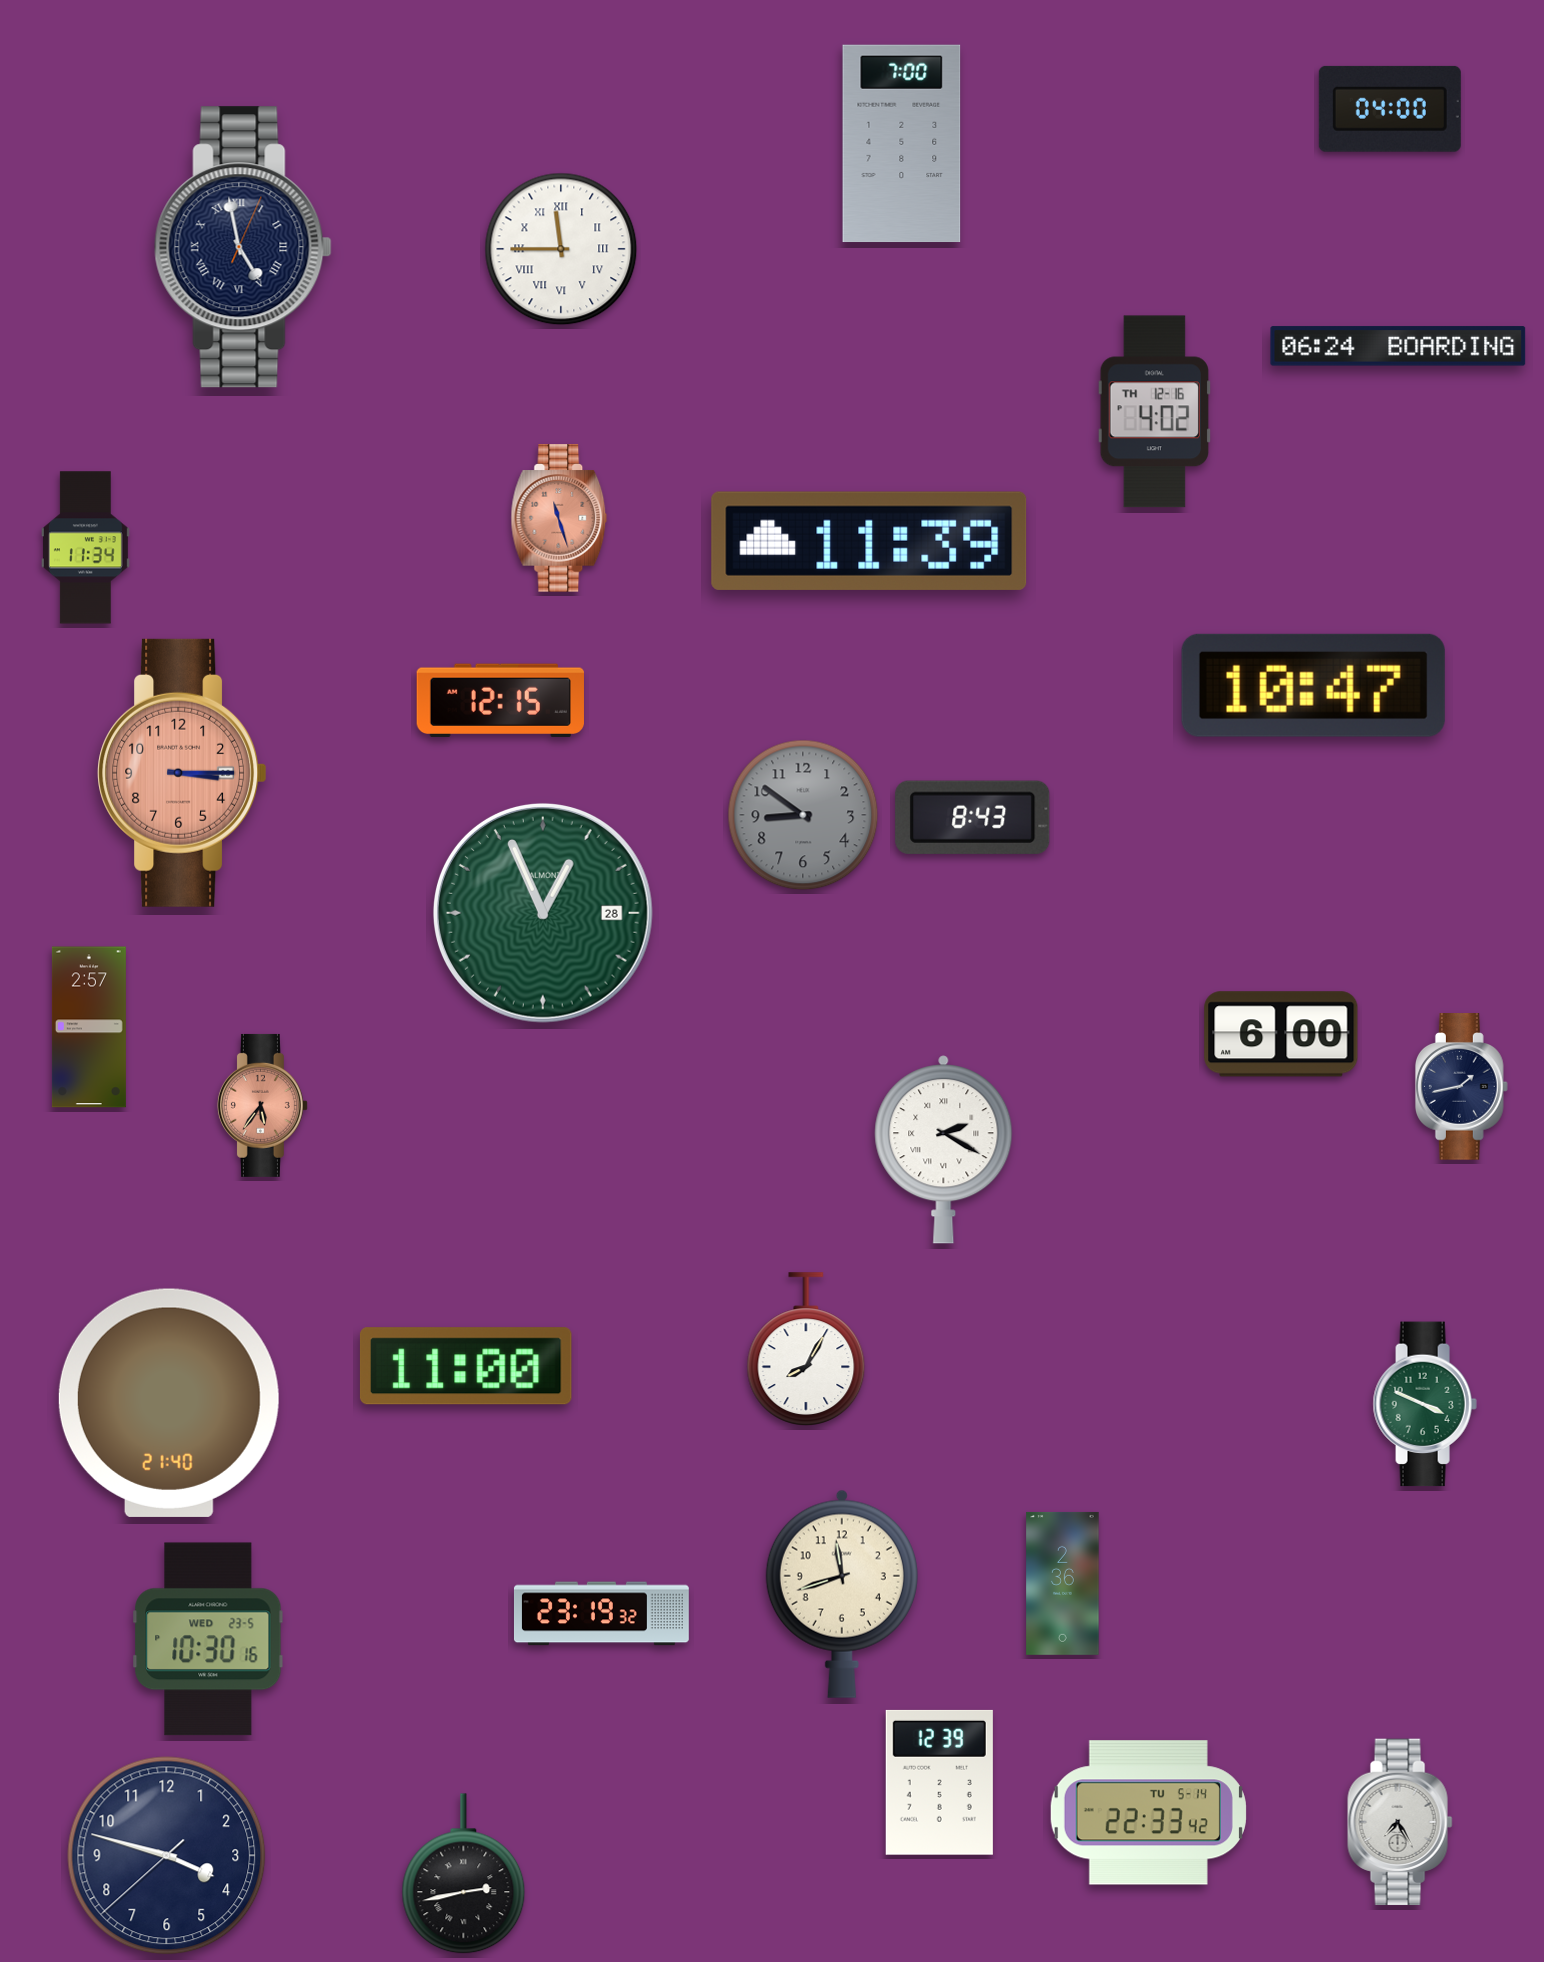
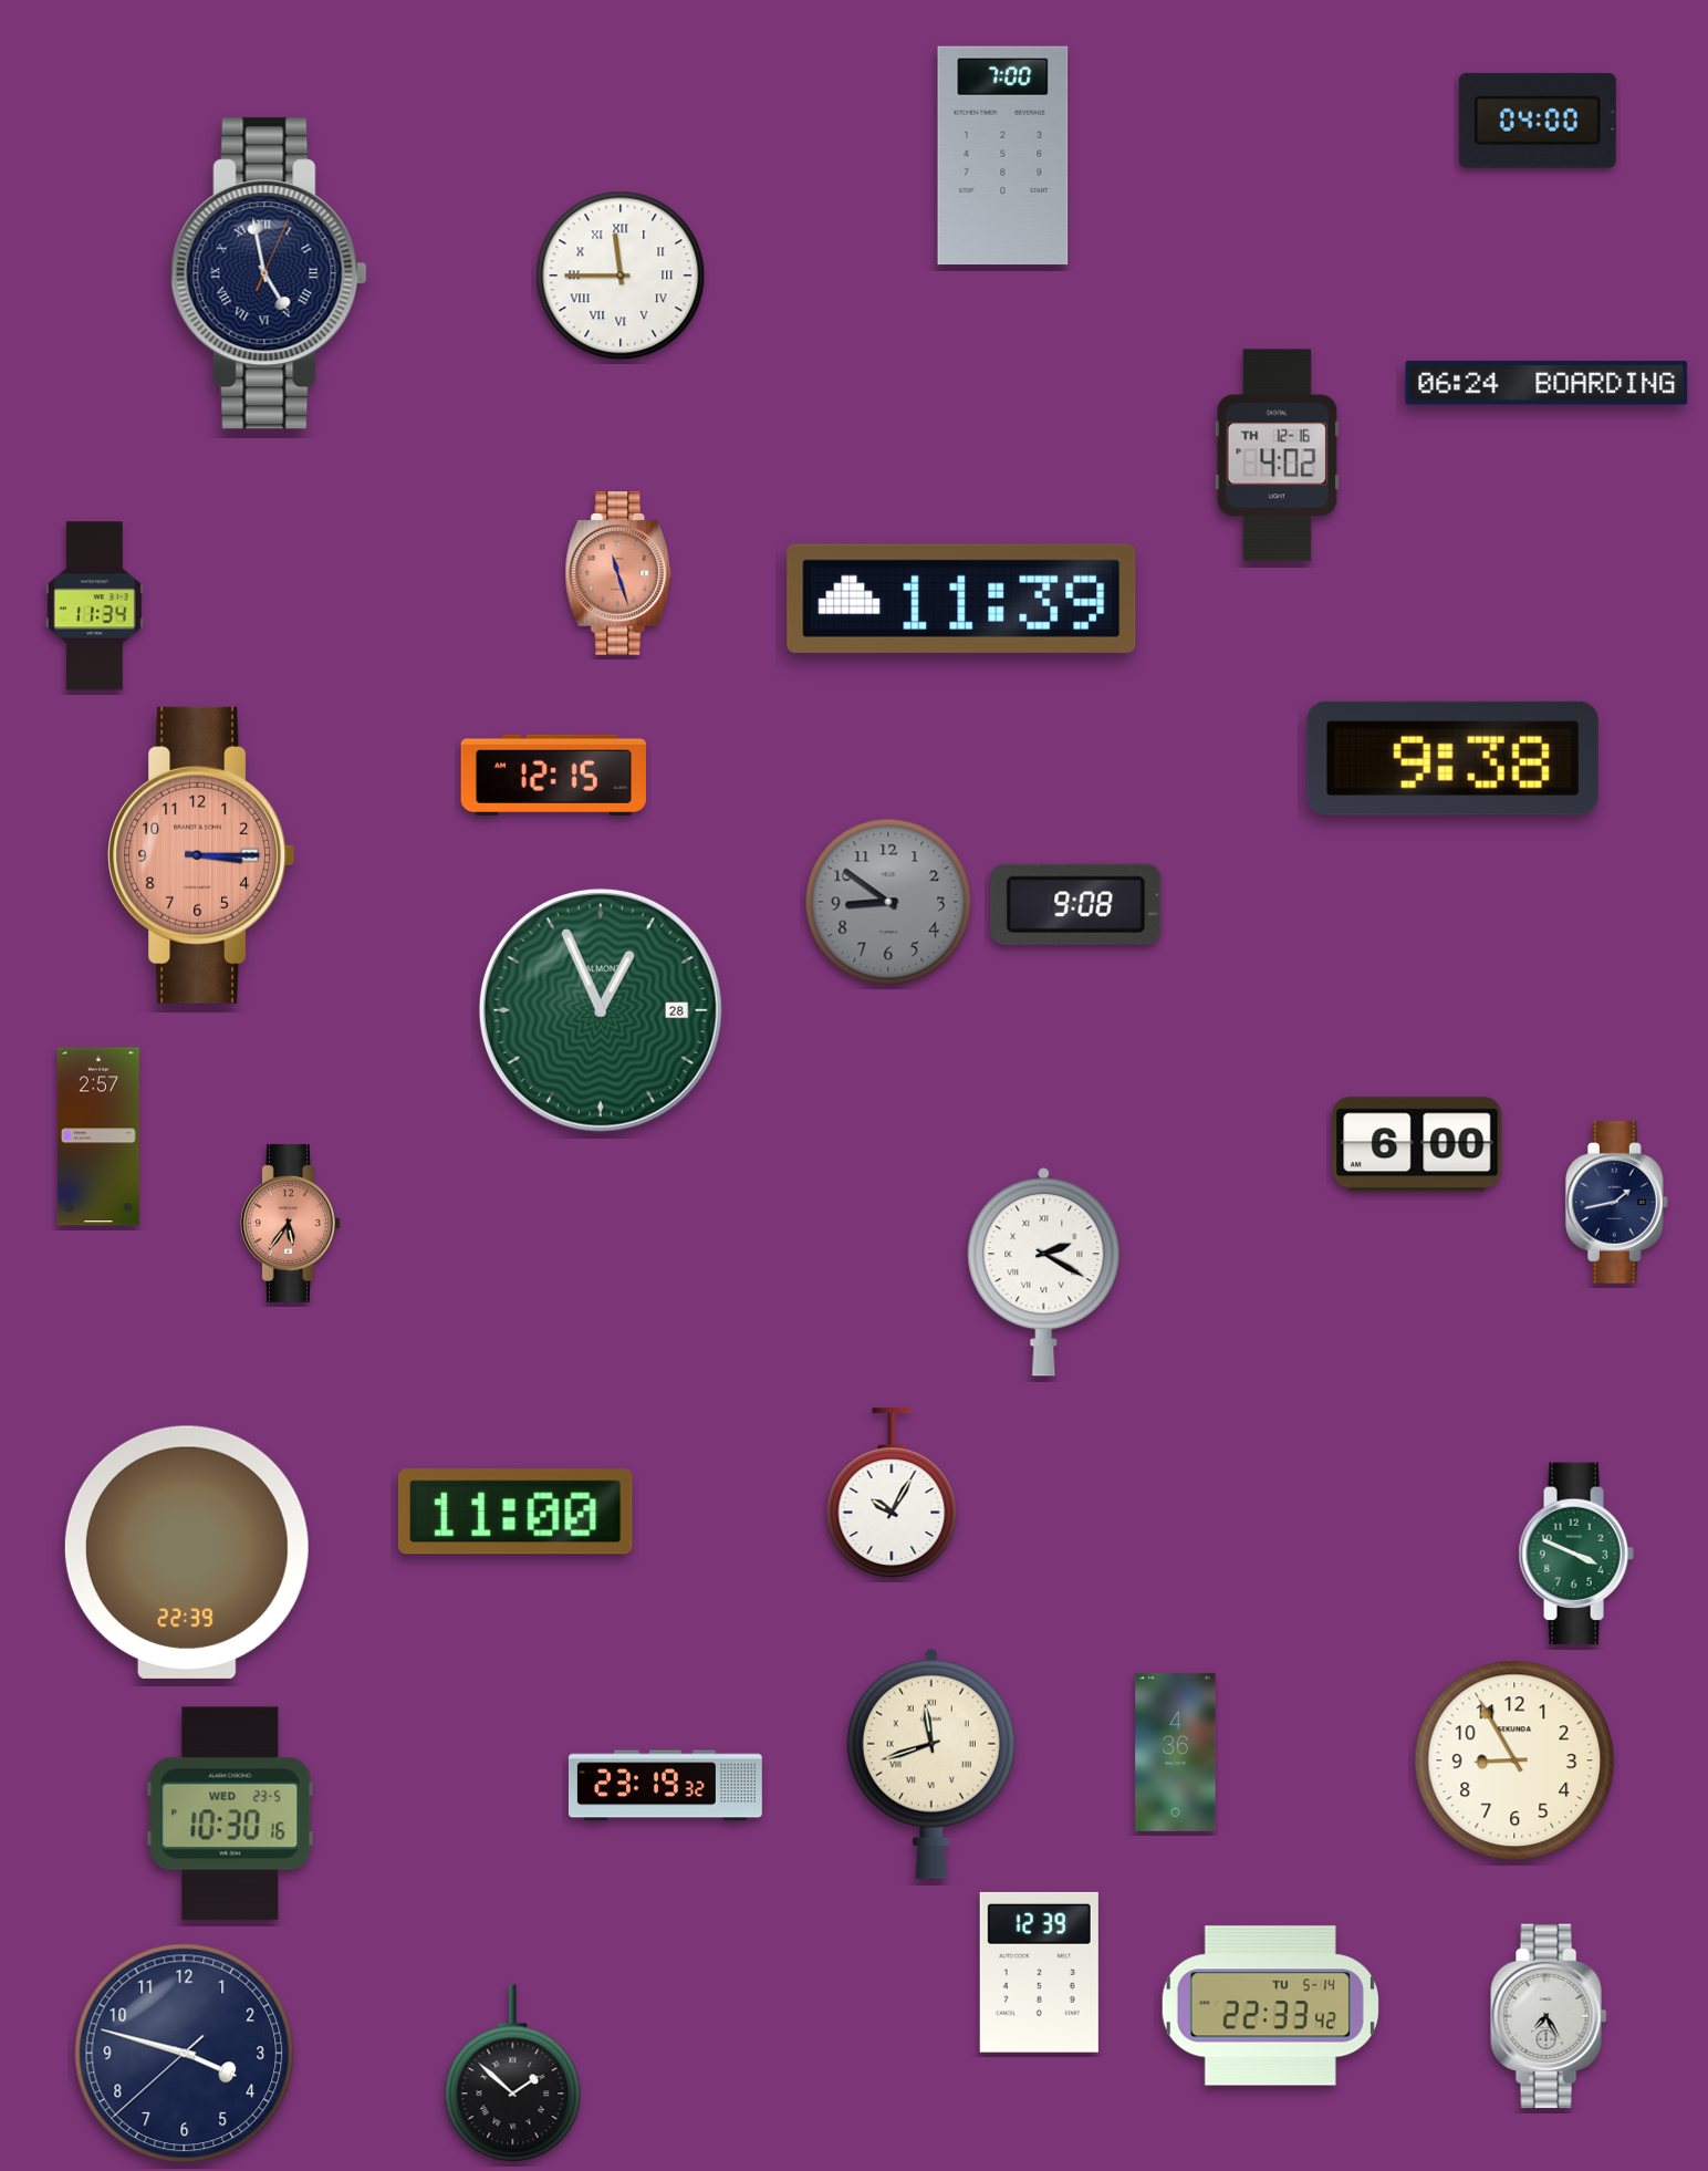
clock at (902, 144) position: (902, 144) -> (1003, 156)
clock at (1313, 685): 10:47 -> 9:38
clock at (973, 817): 8:43 -> 9:08
clock at (806, 1349): 8:05 -> 10:05
clock at (169, 1403): 21:40 -> 22:39
clock at (1063, 1583): 2:36 -> 4:36
clock at (1514, 1760): none -> 8:55
clock at (842, 1594) numerals: Arabic -> Roman
clock at (464, 1874): 2:43 -> 1:52
